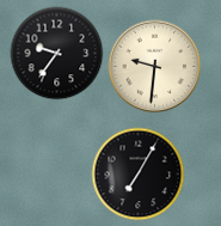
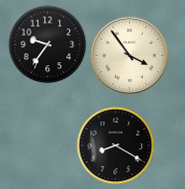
clock at (154, 66): 9:31 -> 3:54
clock at (137, 173): 7:05 -> 8:20
